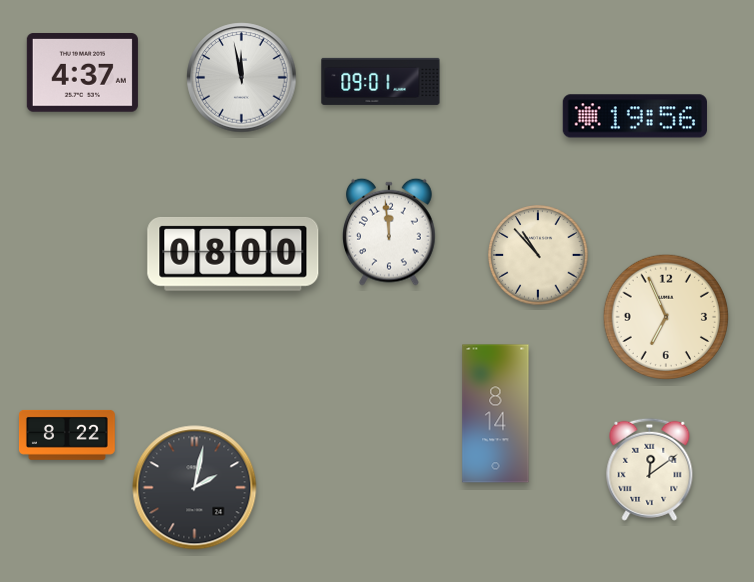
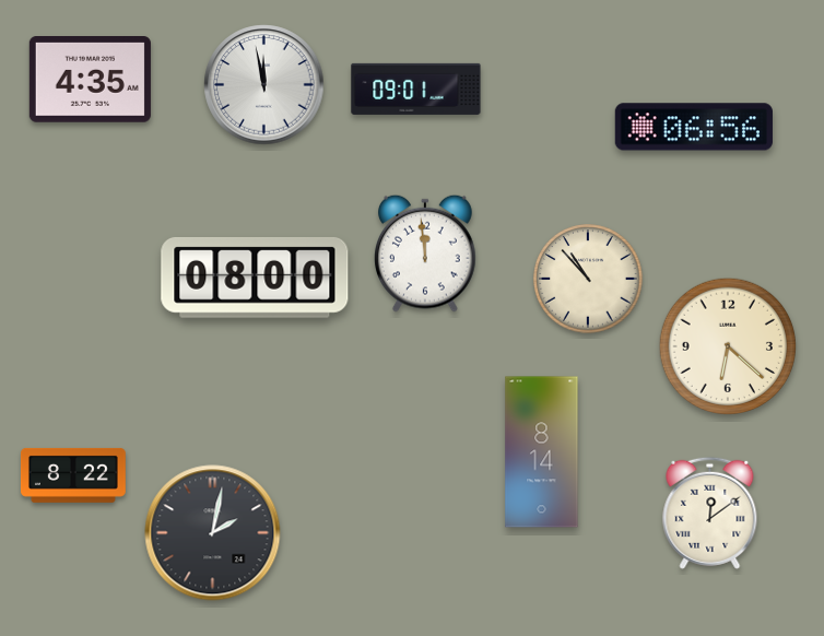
clock at (82, 73): 4:37 -> 4:35
clock at (635, 116): 19:56 -> 06:56
clock at (665, 316): 6:56 -> 6:22
